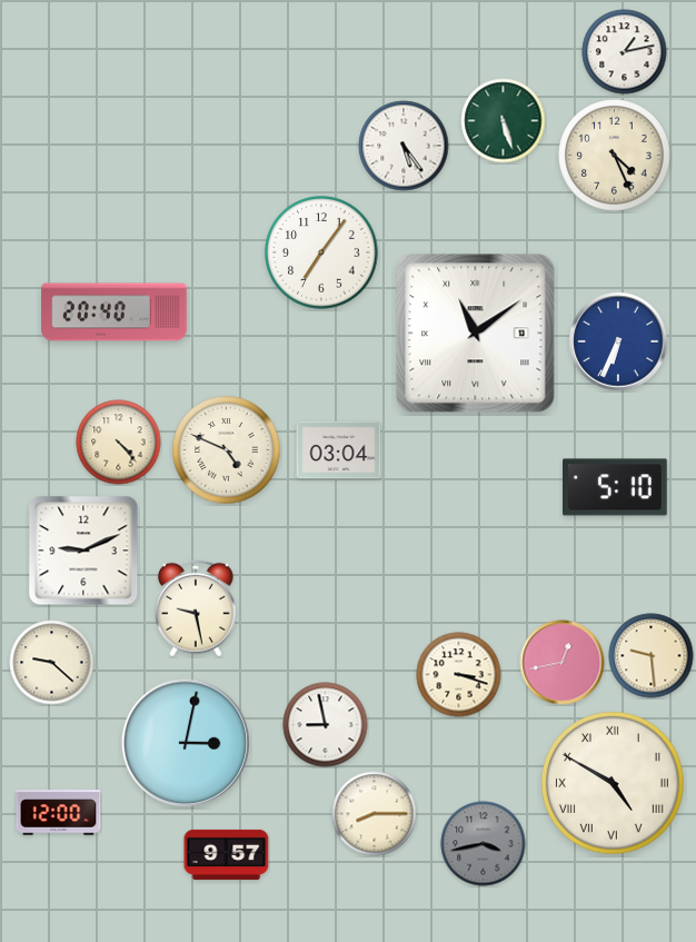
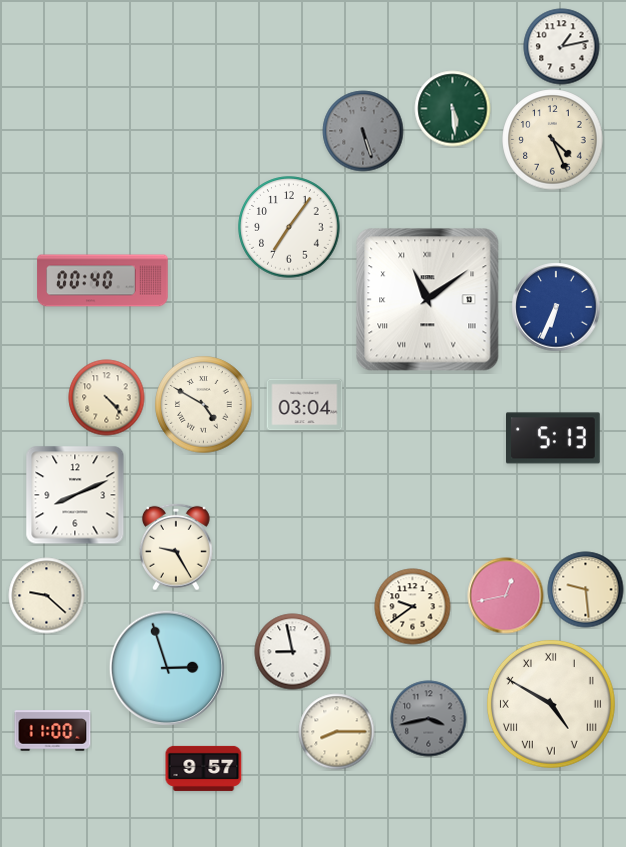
clock at (504, 121): 5:27 -> 5:29
clock at (404, 146): 5:24 -> 5:27
clock at (404, 146) dial: white -> grey
clock at (115, 313): 20:40 -> 00:40
clock at (227, 450): 4:49 -> 4:50
clock at (616, 487): 5:10 -> 5:13
clock at (83, 551): 9:11 -> 8:11
clock at (196, 608): 9:28 -> 9:25
clock at (459, 675): 3:18 -> 9:39
clock at (186, 743): 3:02 -> 2:57
clock at (59, 813): 12:00 -> 11:00
clock at (484, 844) position: (484, 844) -> (429, 719)
